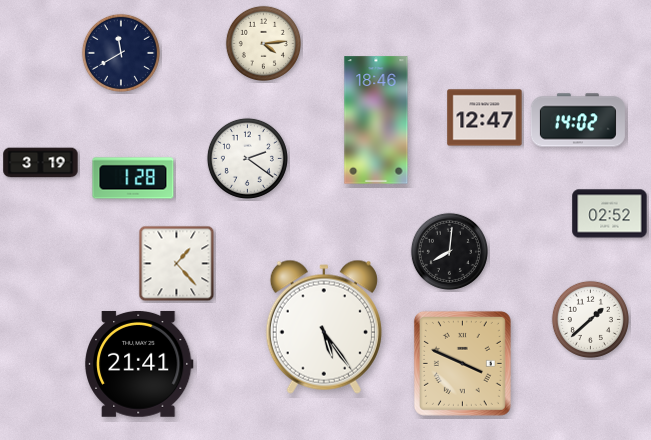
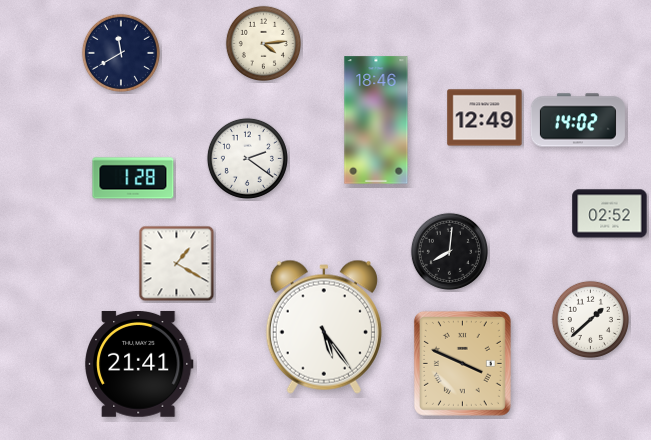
clock at (485, 118): 12:47 -> 12:49
clock at (41, 163): 3:19 -> none
clock at (177, 264): 1:23 -> 1:20
